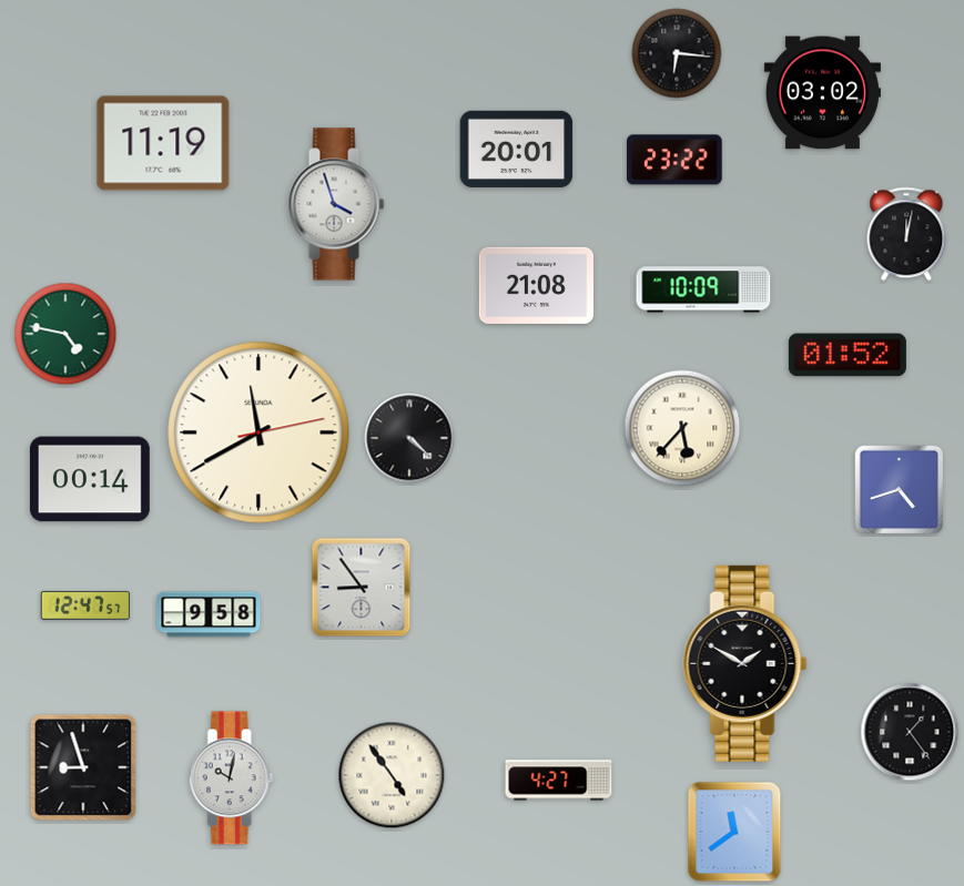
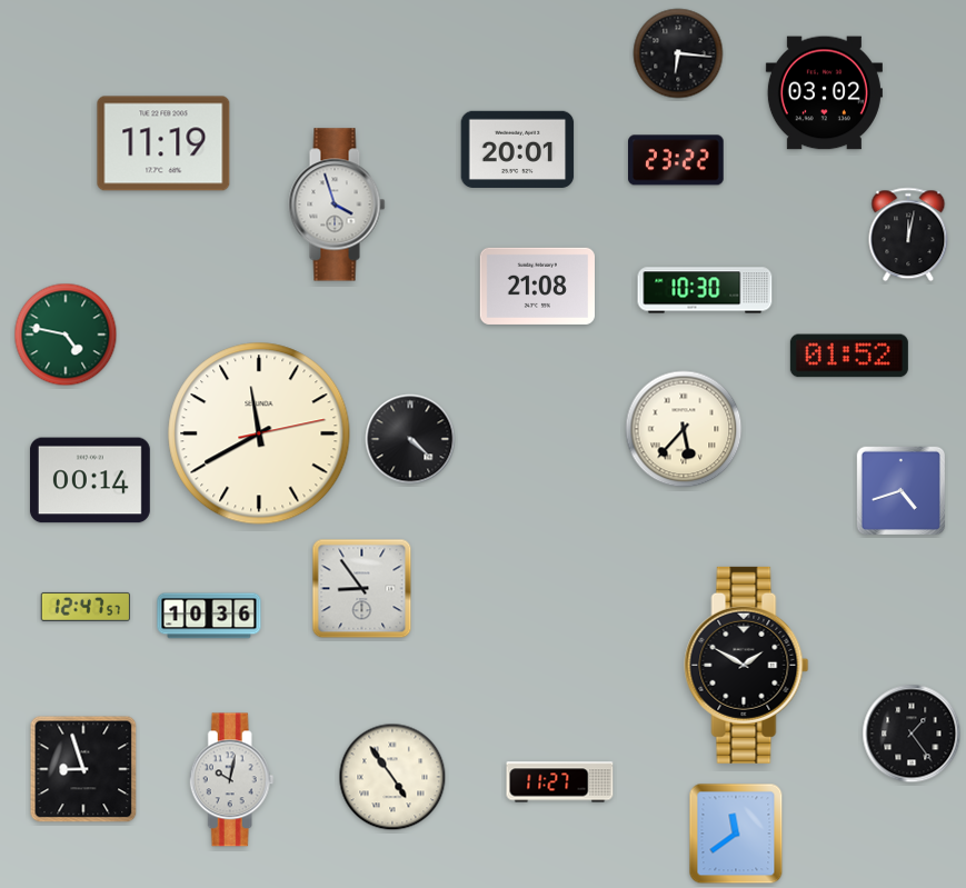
clock at (703, 289): 10:09 -> 10:30
clock at (209, 614): 9:58 -> 10:36
clock at (559, 781): 4:27 -> 11:27
